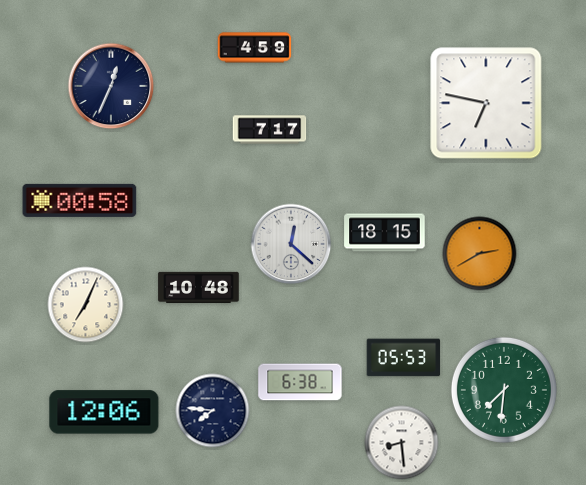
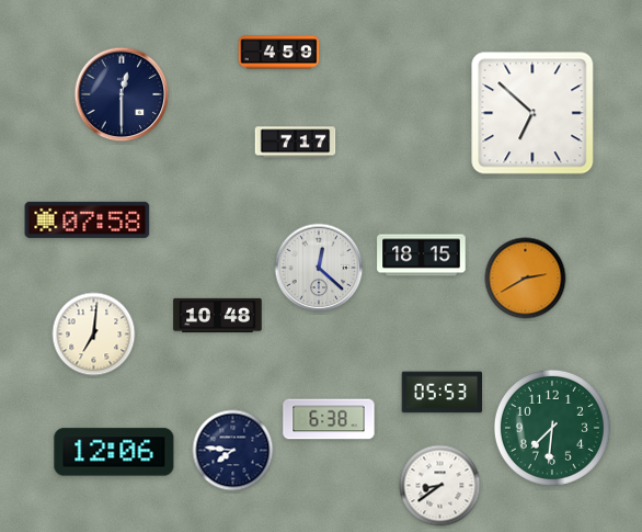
clock at (111, 86): 12:34 -> 12:30
clock at (486, 103): 6:47 -> 6:52
clock at (80, 200): 00:58 -> 07:58
clock at (86, 305): 7:04 -> 7:01
clock at (402, 443): 8:29 -> 8:39
